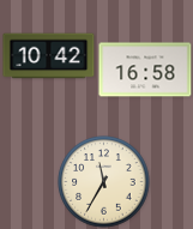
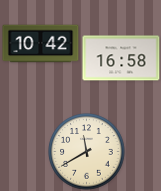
clock at (49, 56) position: (49, 56) -> (41, 44)
clock at (104, 182): 11:35 -> 11:40
